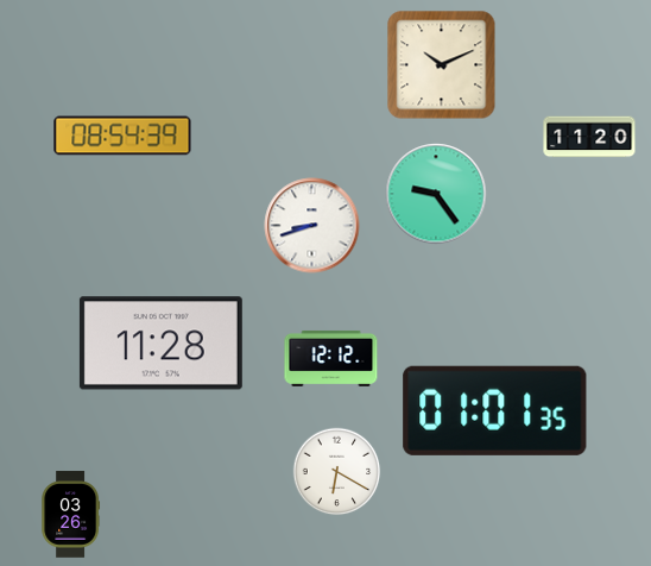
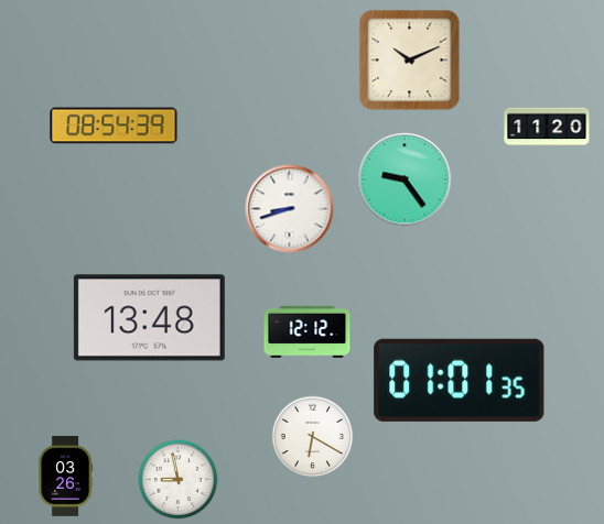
clock at (160, 344): 11:28 -> 13:48
clock at (179, 480): none -> 8:58
